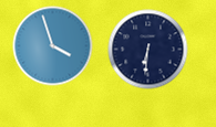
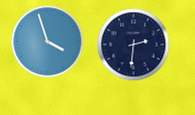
clock at (148, 50): 6:31 -> 2:31
